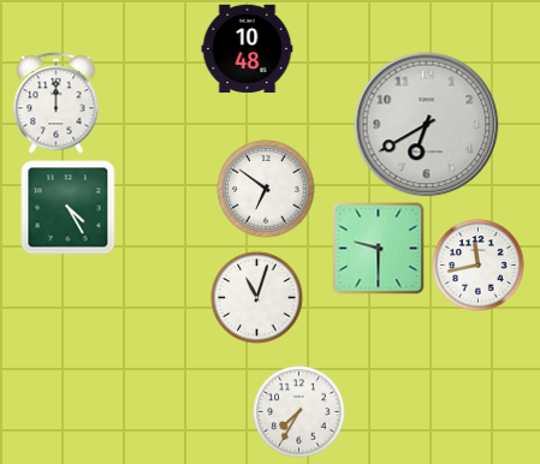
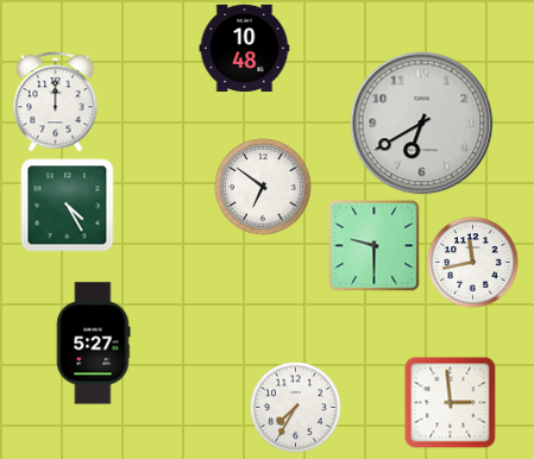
clock at (257, 298): 11:03 -> none
clock at (93, 344): none -> 5:27
clock at (451, 403): none -> 2:59
